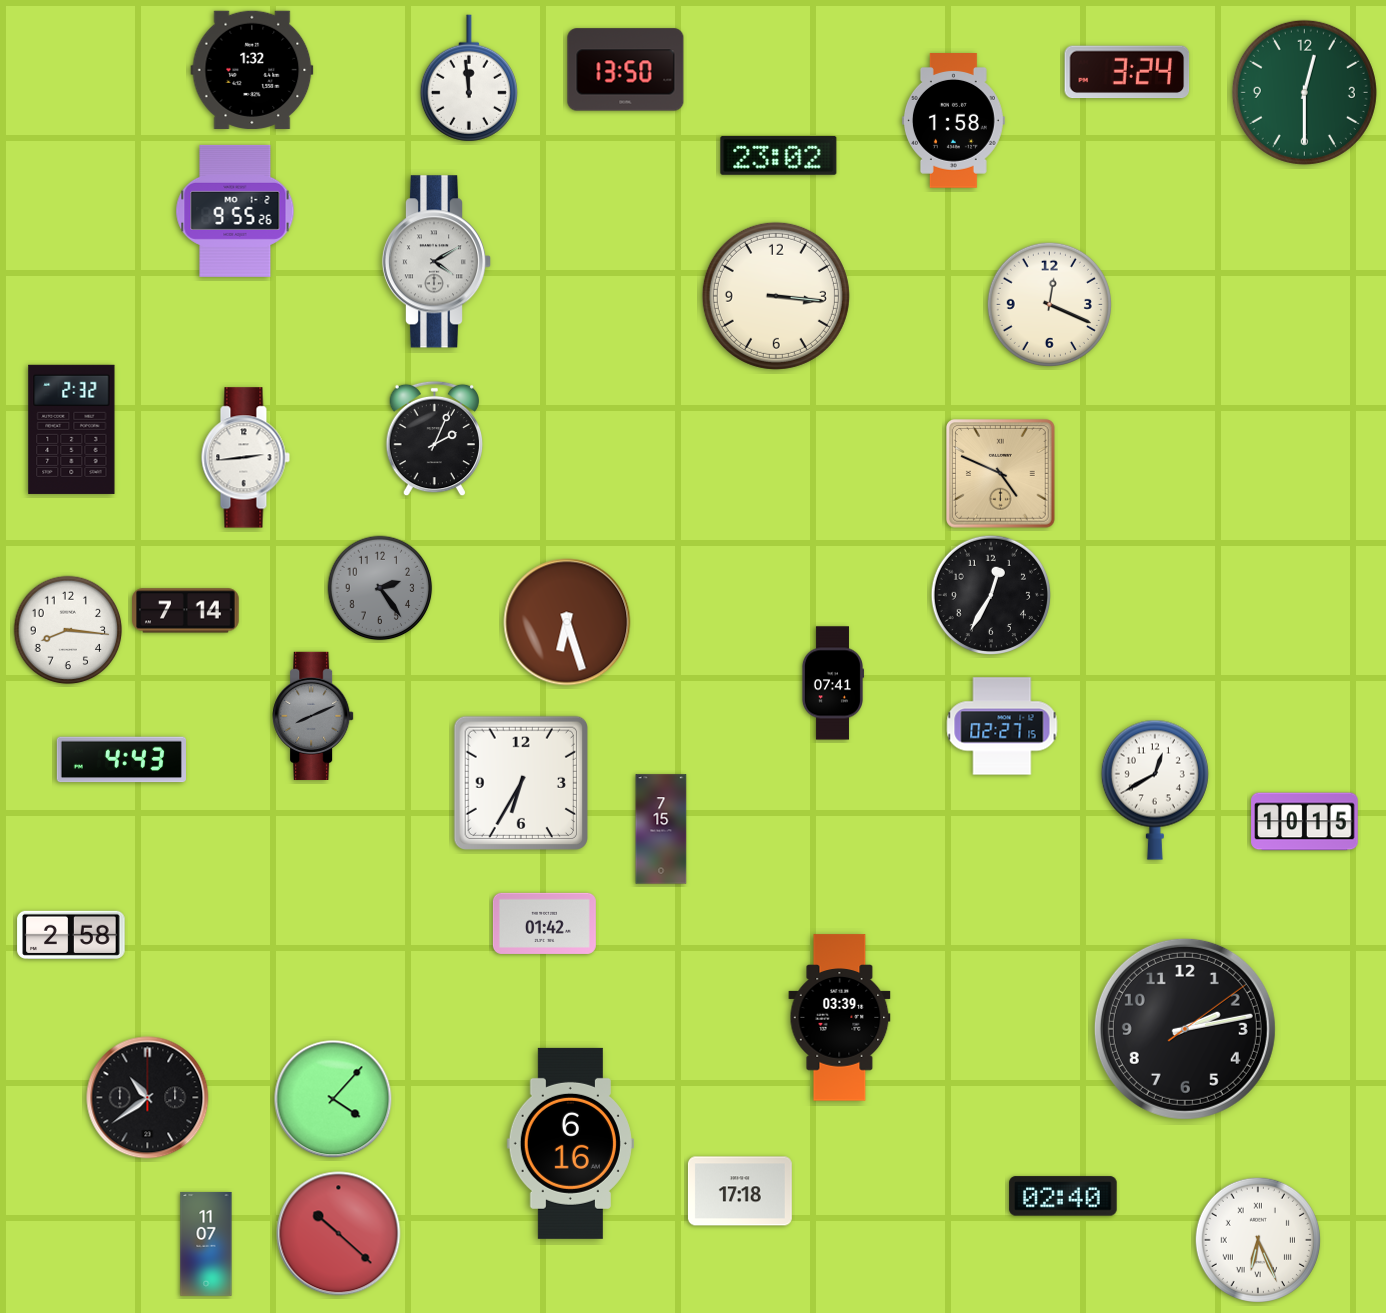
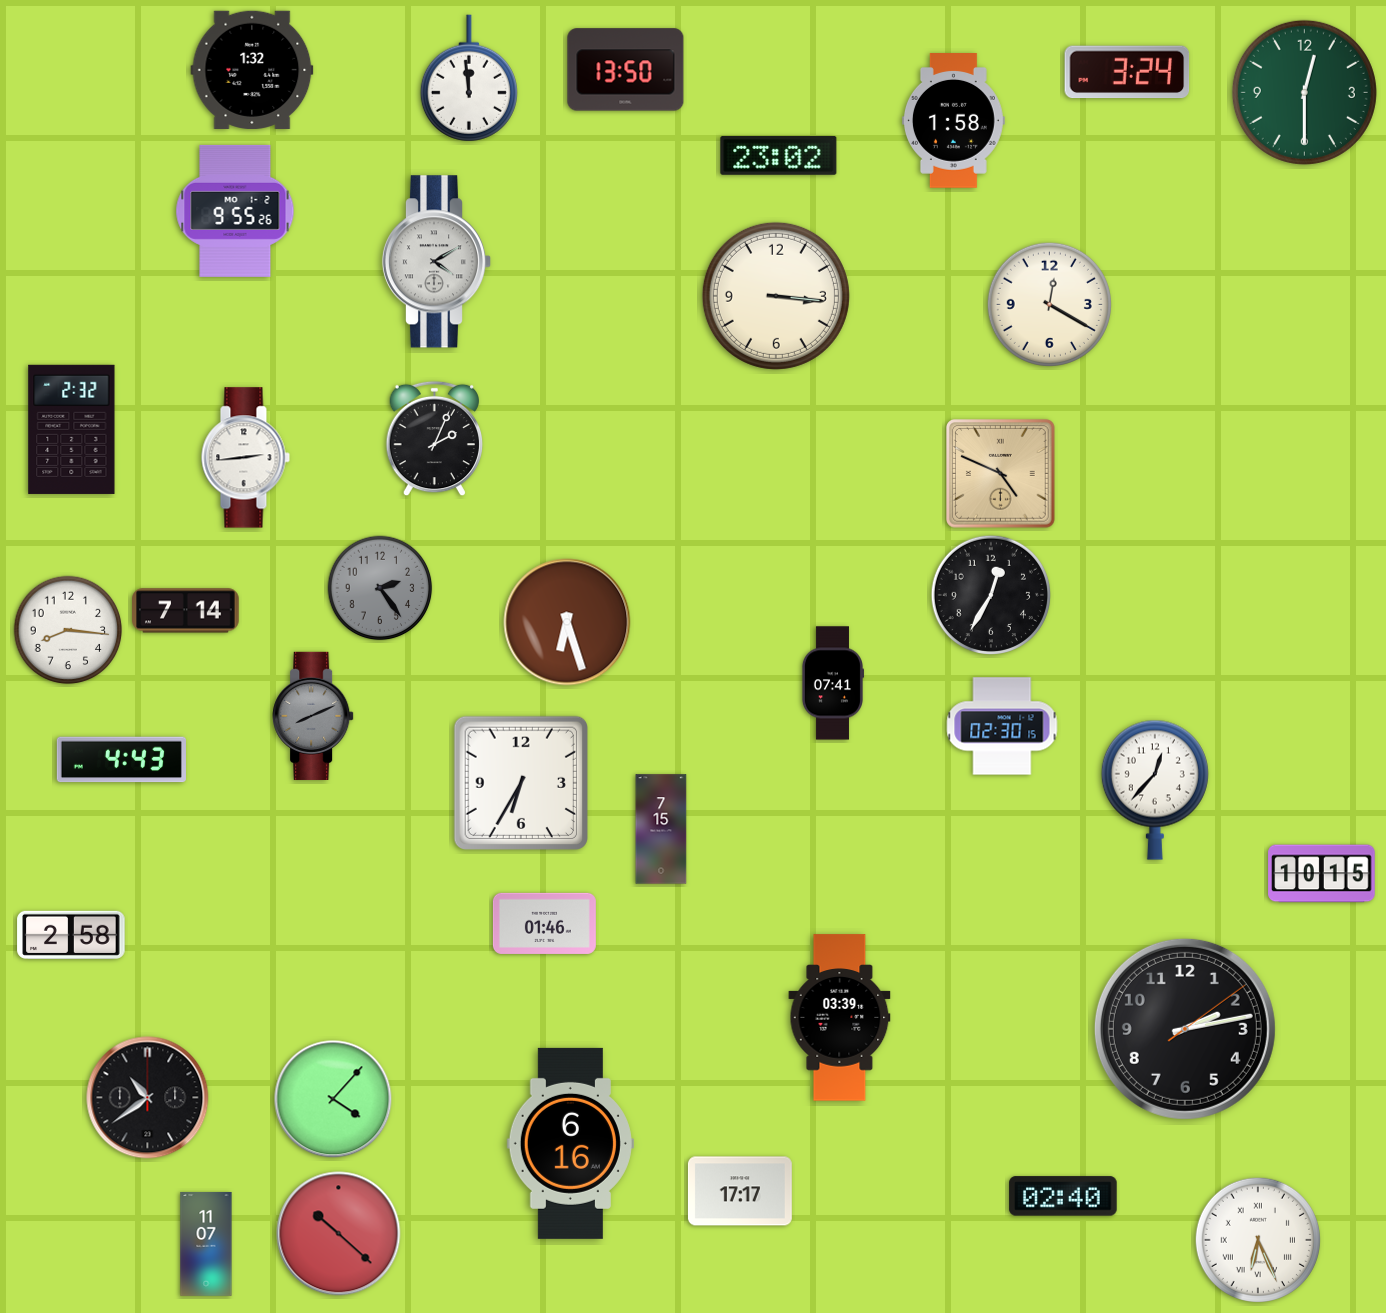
clock at (1049, 304): 12:19 -> 12:20
clock at (1002, 726): 02:27 -> 02:30
clock at (1155, 790): 12:40 -> 12:37
clock at (1305, 822) position: (1305, 822) -> (1322, 874)
clock at (544, 923): 01:42 -> 01:46
clock at (740, 1191): 17:18 -> 17:17
